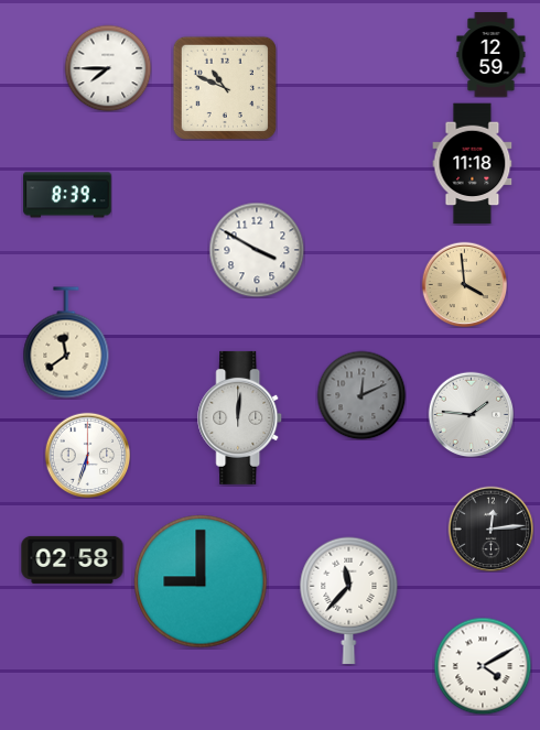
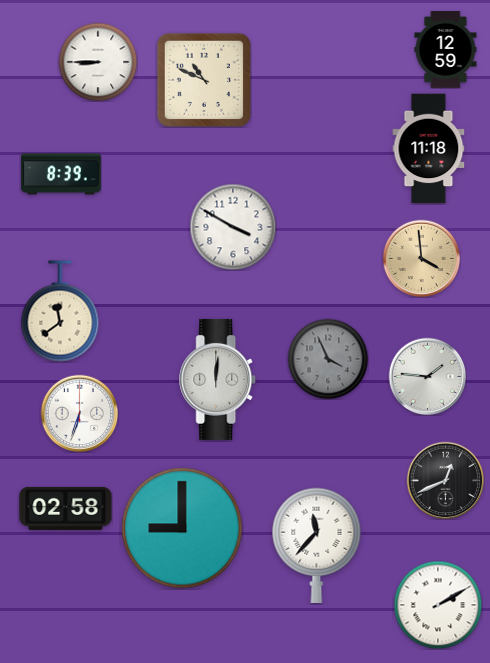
clock at (108, 68): 7:45 -> 8:45
clock at (67, 195) position: (67, 195) -> (61, 174)
clock at (361, 395): 12:11 -> 3:56
clock at (490, 529): 12:14 -> 12:41
clock at (483, 666): 4:10 -> 2:10
